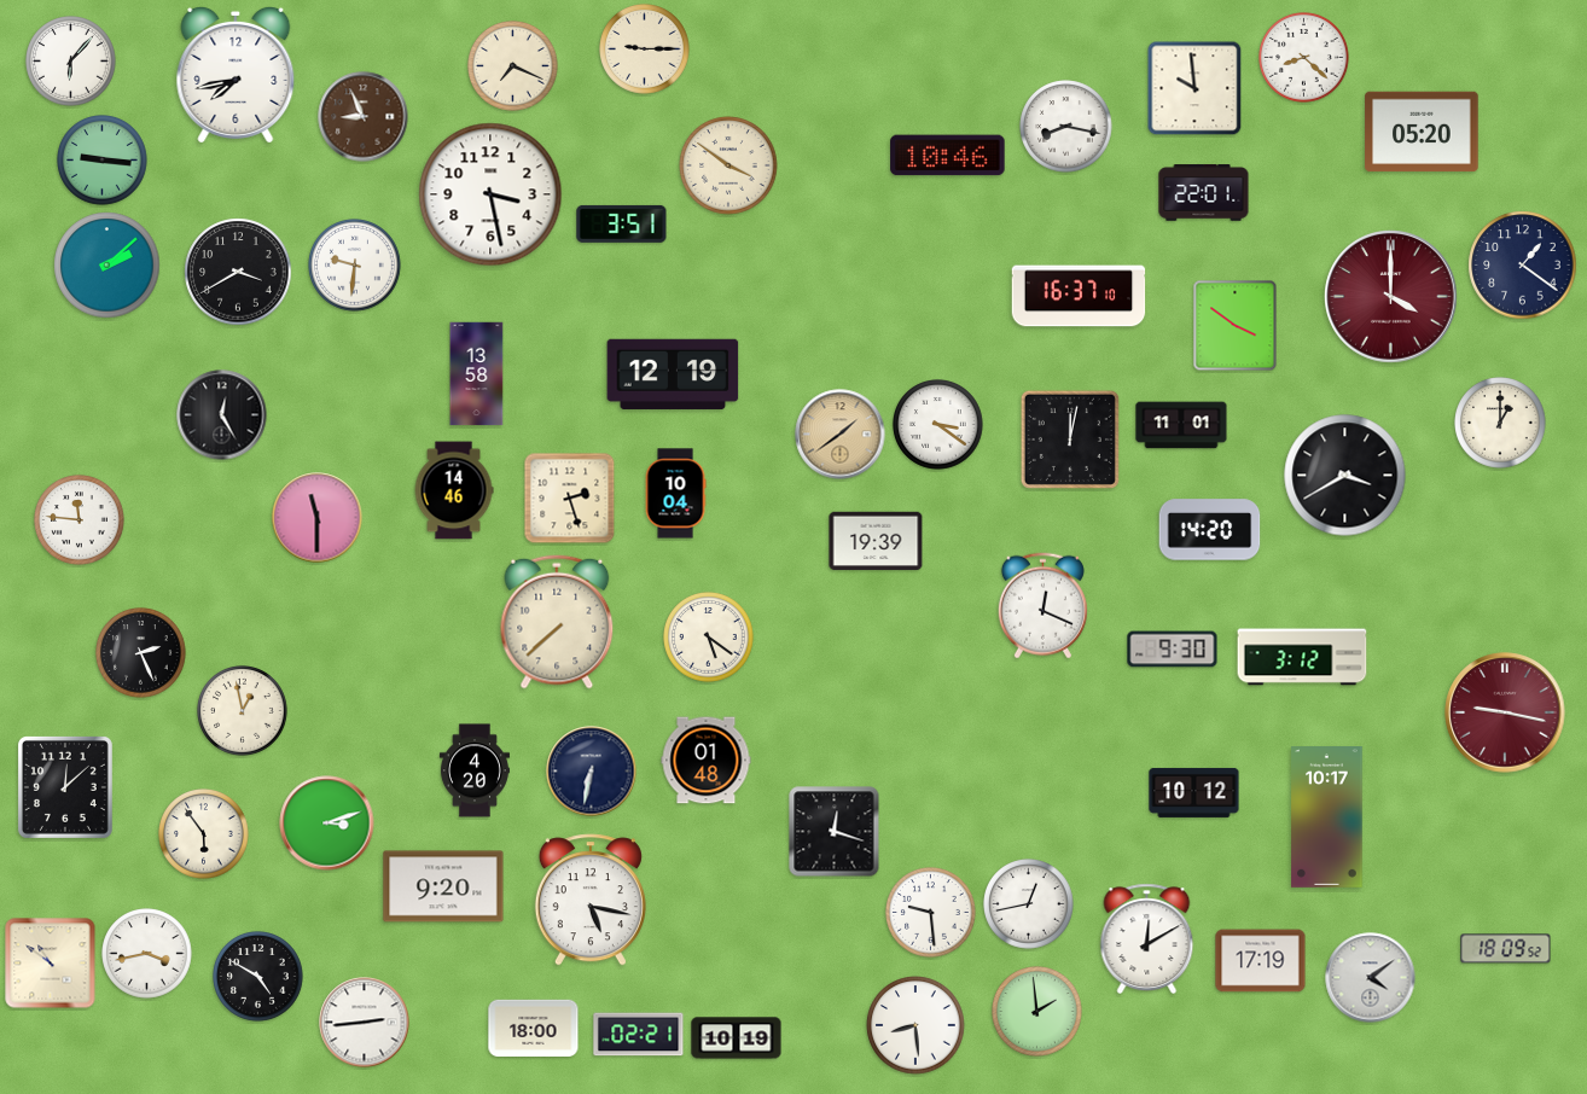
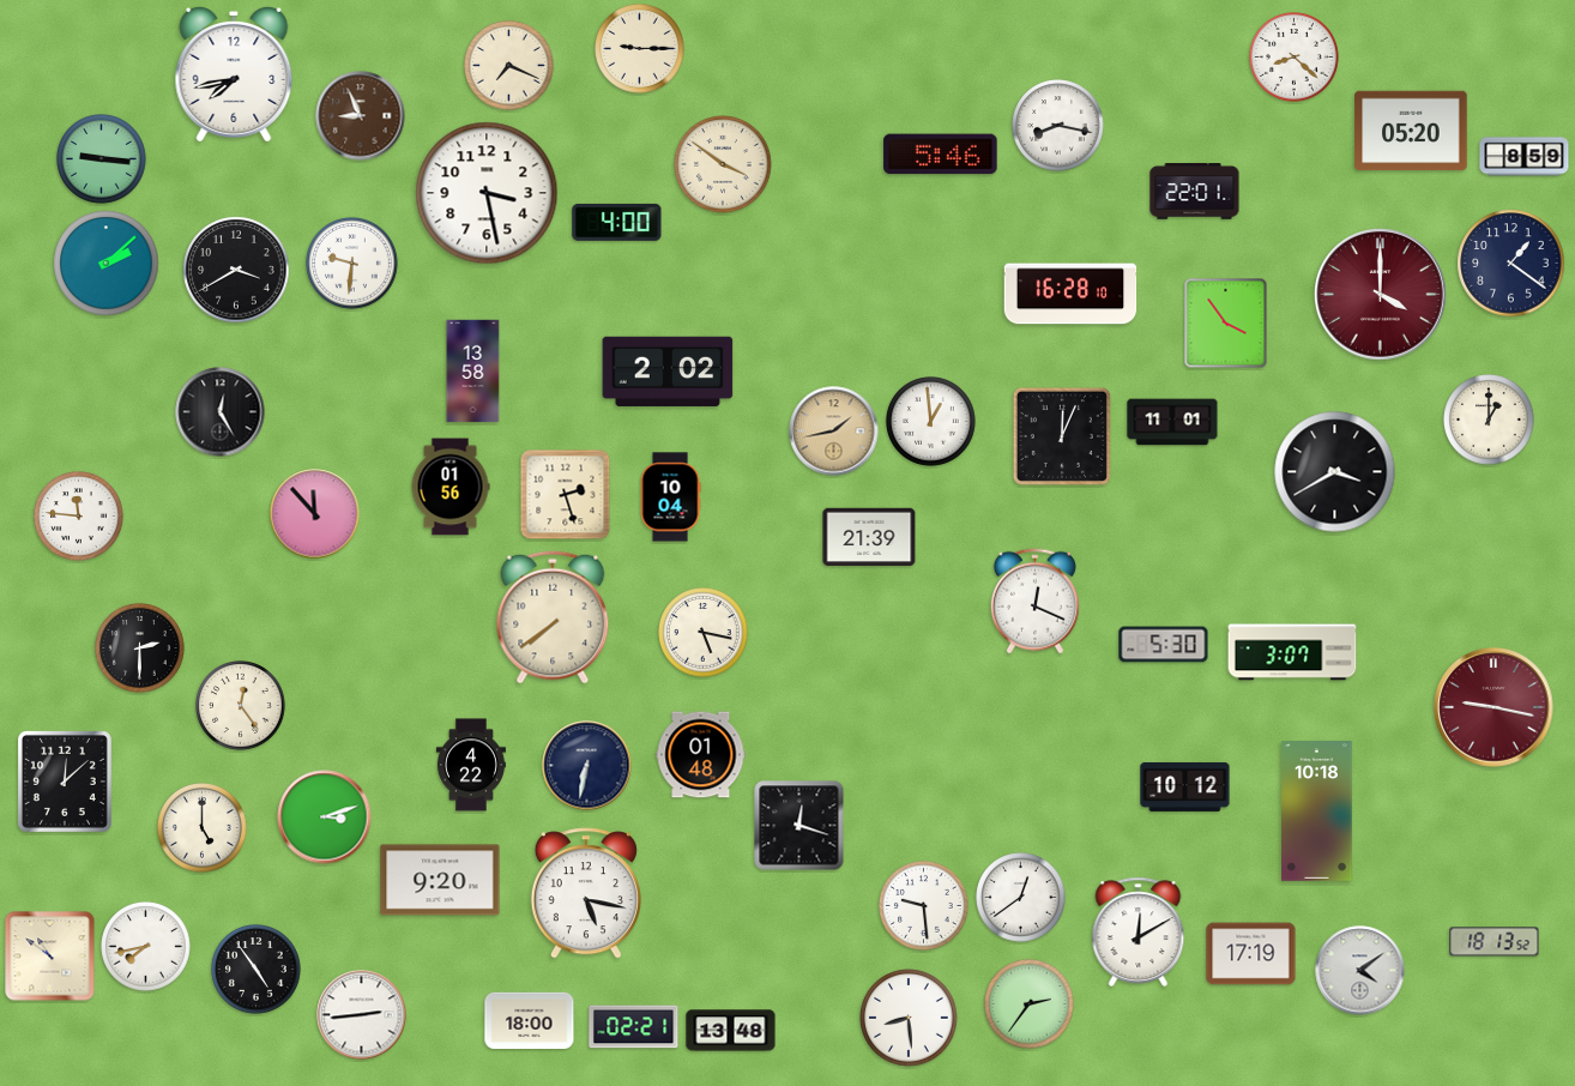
clock at (71, 62): 6:07 -> none
clock at (1194, 88): 9:59 -> none
clock at (948, 156): 10:46 -> 5:46
clock at (1525, 157): none -> 8:59
clock at (622, 223): 3:51 -> 4:00
clock at (1079, 296): 16:37 -> 16:28
clock at (1236, 326): 3:51 -> 3:54
clock at (673, 373): 12:19 -> 2:02
clock at (938, 425): 3:21 -> 12:59
clock at (841, 435): 1:39 -> 1:43
clock at (1070, 440): 12:02 -> 12:04
clock at (454, 490): 14:46 -> 01:56
clock at (675, 494) position: (675, 494) -> (670, 497)
clock at (318, 518): 11:30 -> 11:53
clock at (1210, 530): 14:20 -> none
clock at (876, 541): 19:39 -> 21:39
clock at (557, 622): 7:38 -> 7:39
clock at (709, 638): 5:21 -> 5:17
clock at (1173, 650): 9:30 -> 5:30
clock at (141, 653): 2:26 -> 2:30
clock at (1302, 657): 3:12 -> 3:07
clock at (243, 711): 12:58 -> 12:24
clock at (475, 770): 4:20 -> 4:22
clock at (1327, 817): 10:17 -> 10:18
clock at (835, 832) position: (835, 832) -> (799, 826)
clock at (204, 834): 5:54 -> 5:00
clock at (1029, 904): 12:43 -> 12:39
clock at (1506, 949): 18:09 -> 18:13
clock at (147, 954): 3:43 -> 7:43
clock at (258, 977): 4:50 -> 4:54
clock at (1037, 1012): 1:59 -> 2:36
clock at (737, 1038): 10:19 -> 13:48
